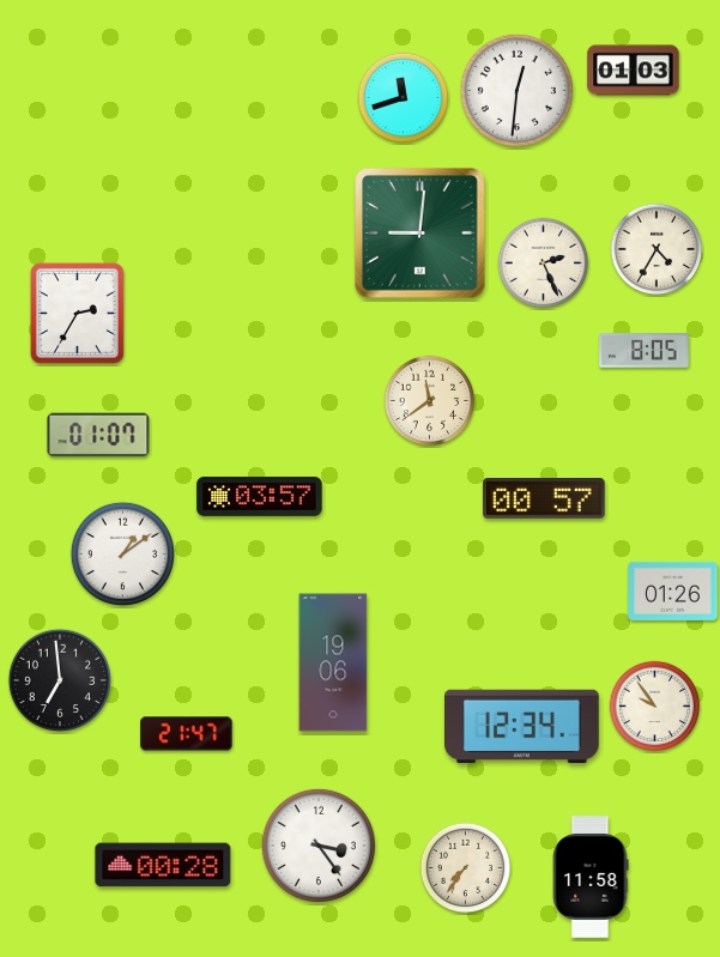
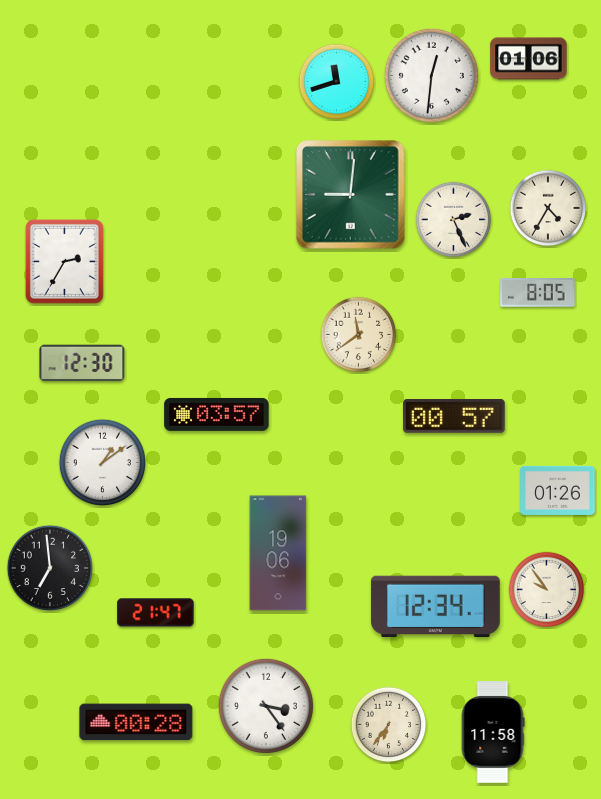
clock at (634, 71): 01:03 -> 01:06
clock at (98, 435): 01:07 -> 12:30
clock at (673, 590) position: (673, 590) -> (558, 490)
clock at (466, 868): 7:36 -> 6:36
